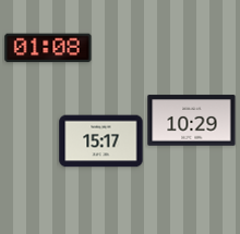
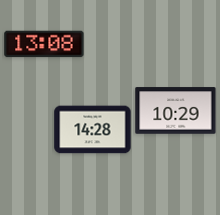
clock at (48, 48): 01:08 -> 13:08
clock at (101, 141): 15:17 -> 14:28
